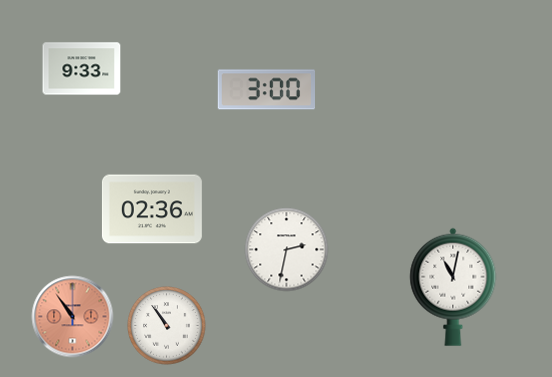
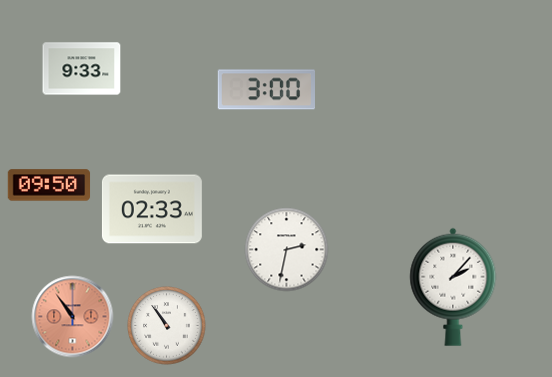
clock at (49, 185): none -> 09:50
clock at (152, 209): 02:36 -> 02:33
clock at (453, 287): 11:02 -> 2:07
